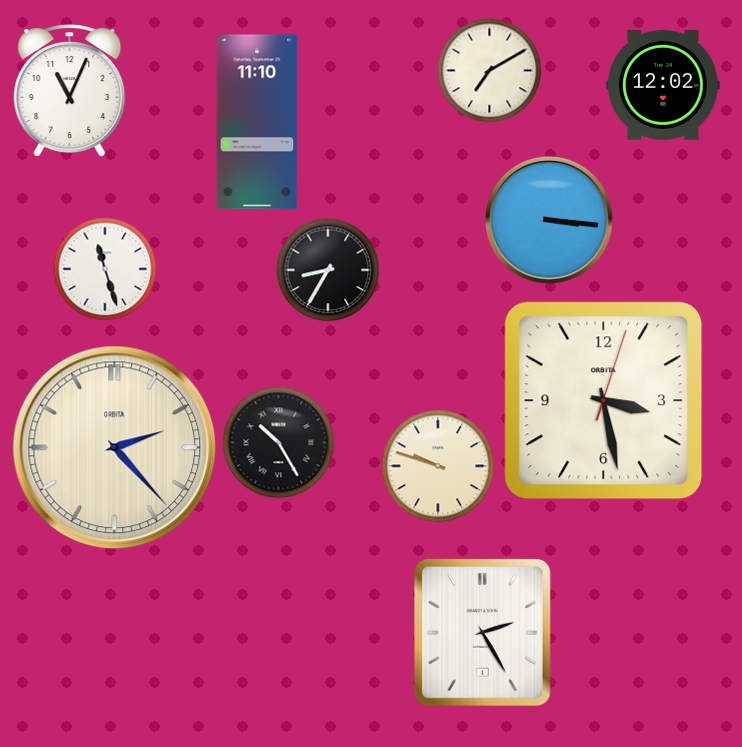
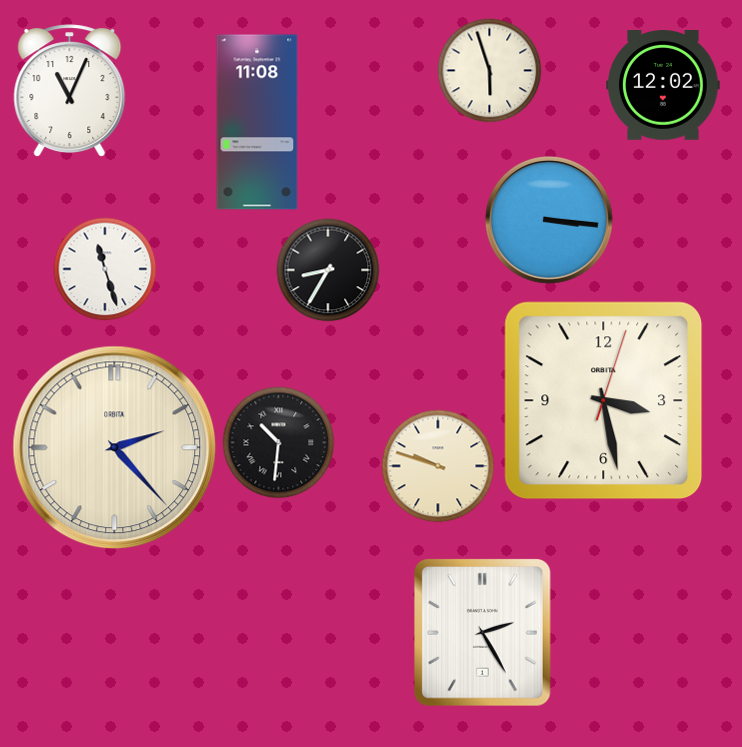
clock at (490, 71): 7:10 -> 5:57
clock at (257, 122): 11:10 -> 11:08
clock at (279, 443): 10:25 -> 10:31
